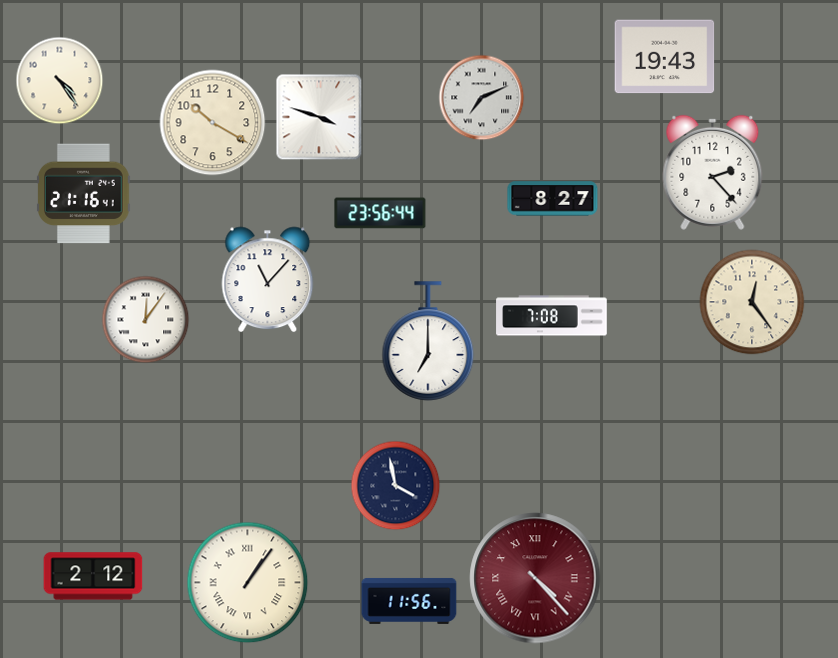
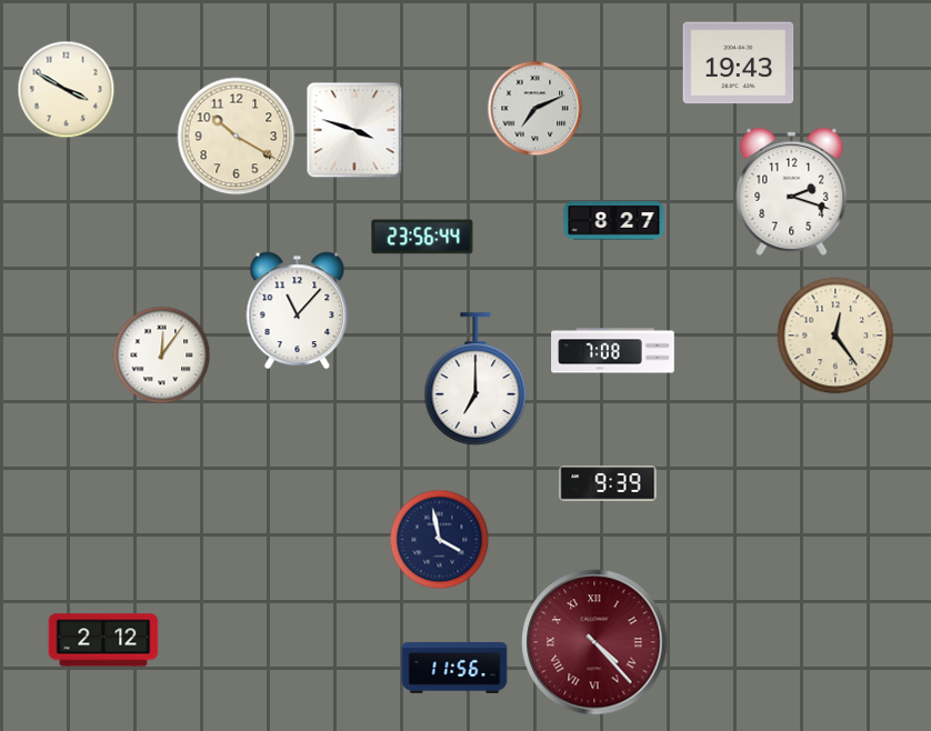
clock at (60, 81): 4:24 -> 3:50
clock at (713, 172): 2:23 -> 2:18
clock at (84, 194): 21:16 -> none
clock at (608, 483): none -> 9:39
clock at (248, 583): 1:06 -> none
